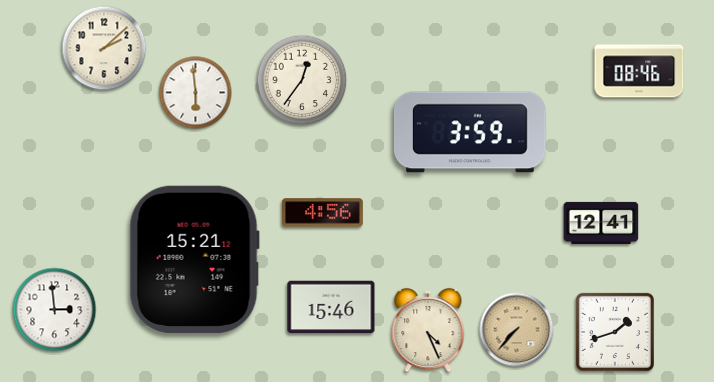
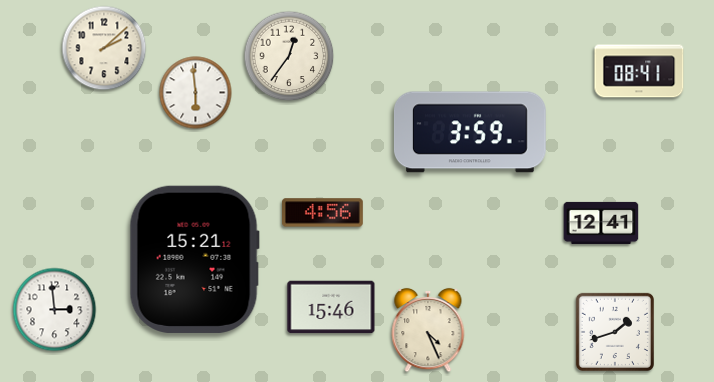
clock at (639, 71): 08:46 -> 08:41
clock at (302, 80) position: (302, 80) -> (289, 56)
clock at (517, 330): 7:37 -> none
